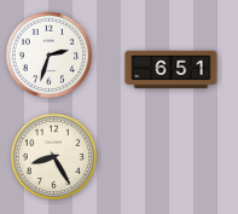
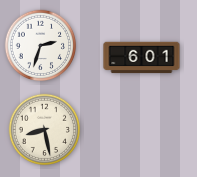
clock at (172, 70): 6:51 -> 6:01
clock at (54, 157): 8:25 -> 8:28
